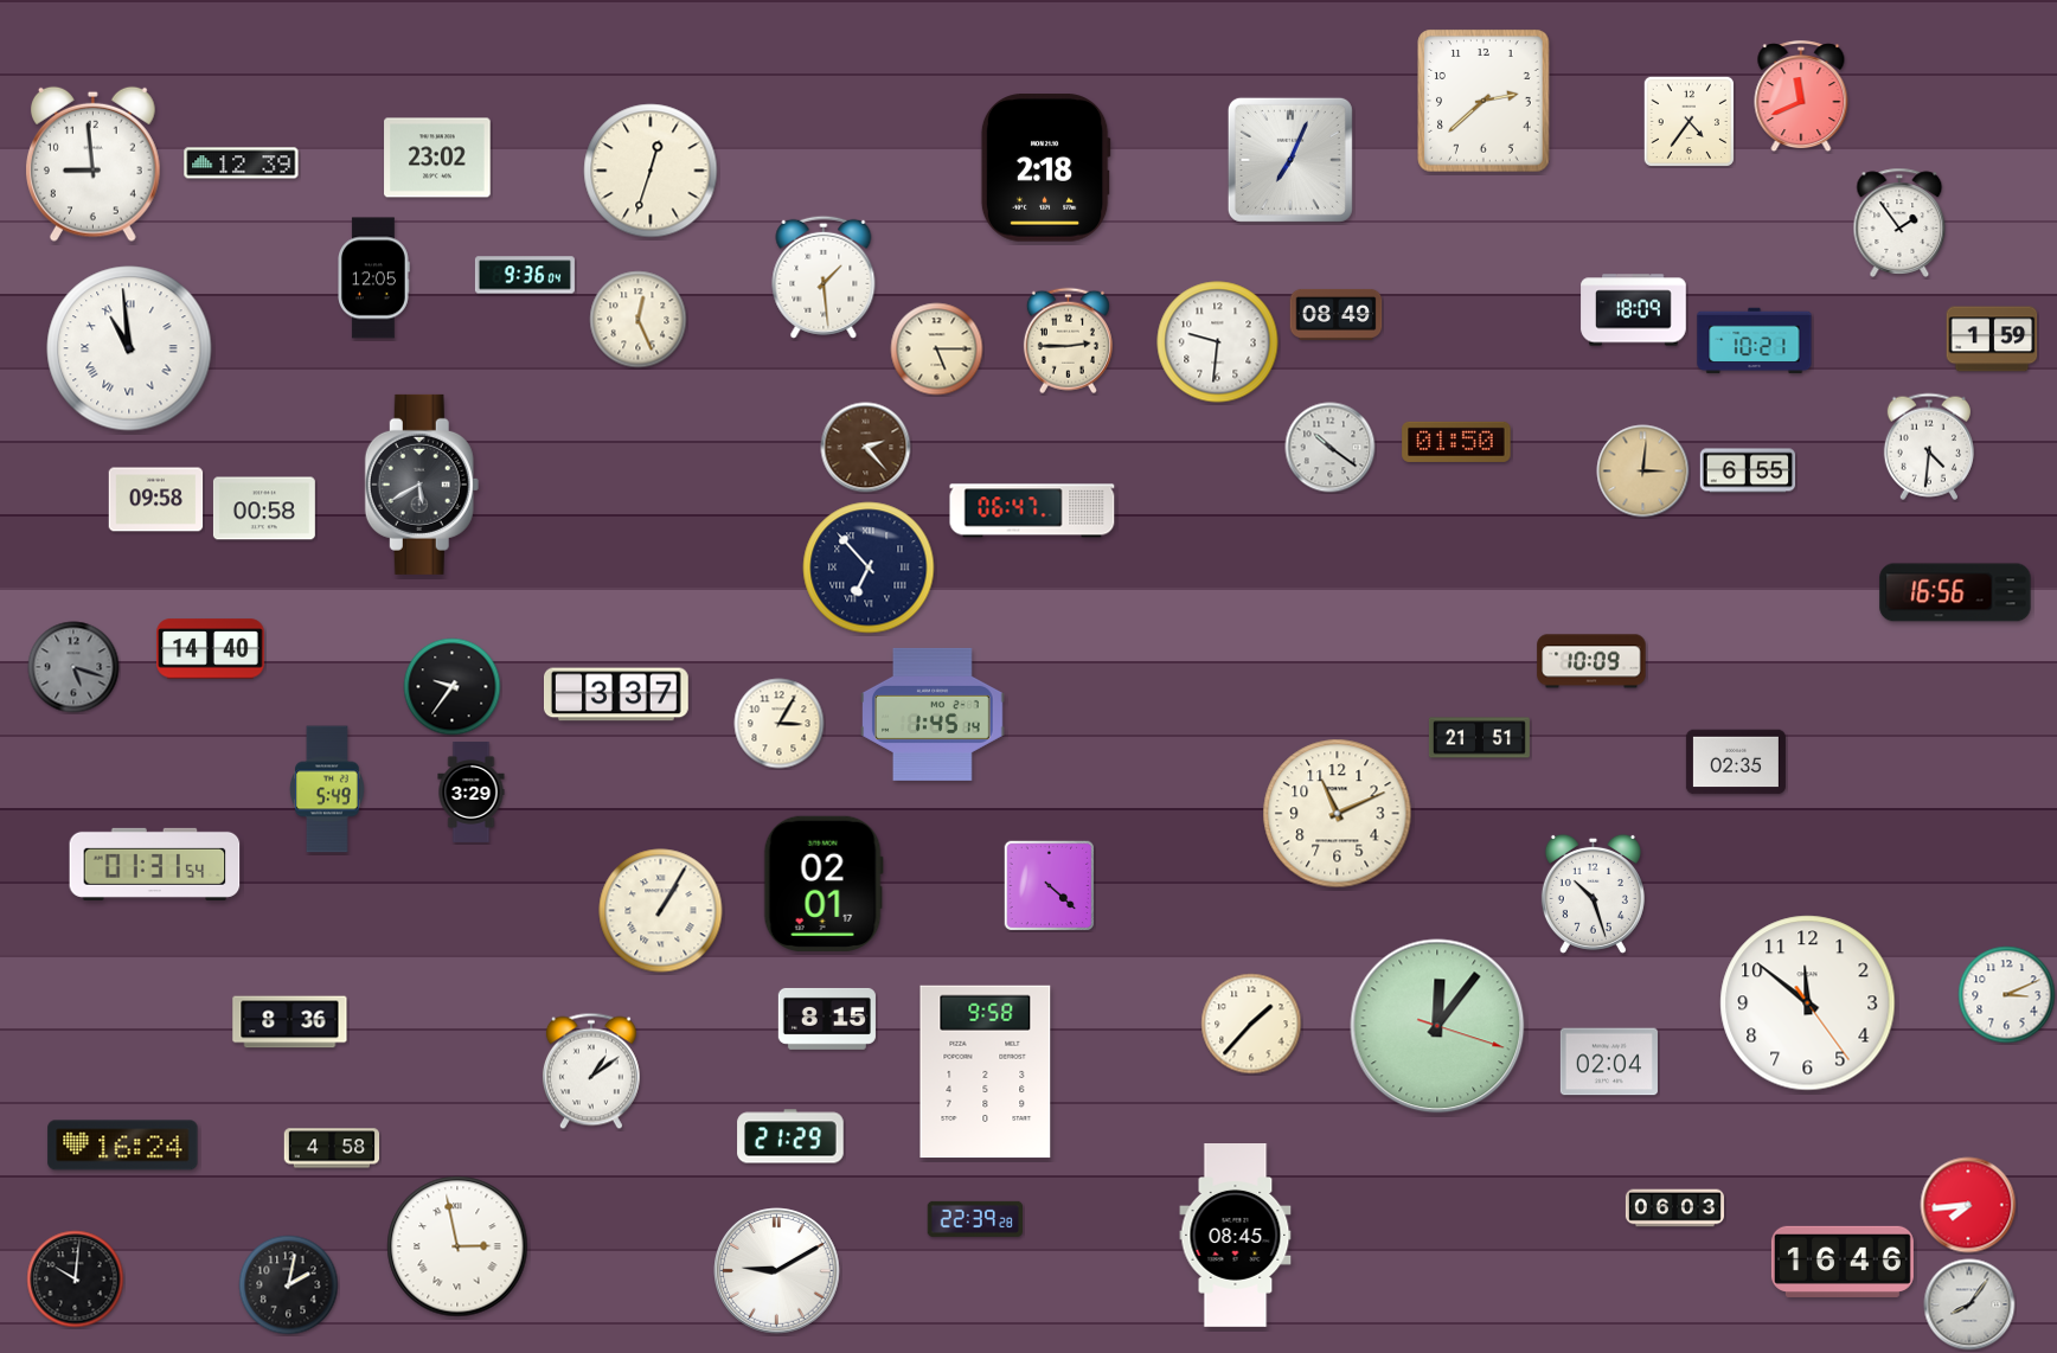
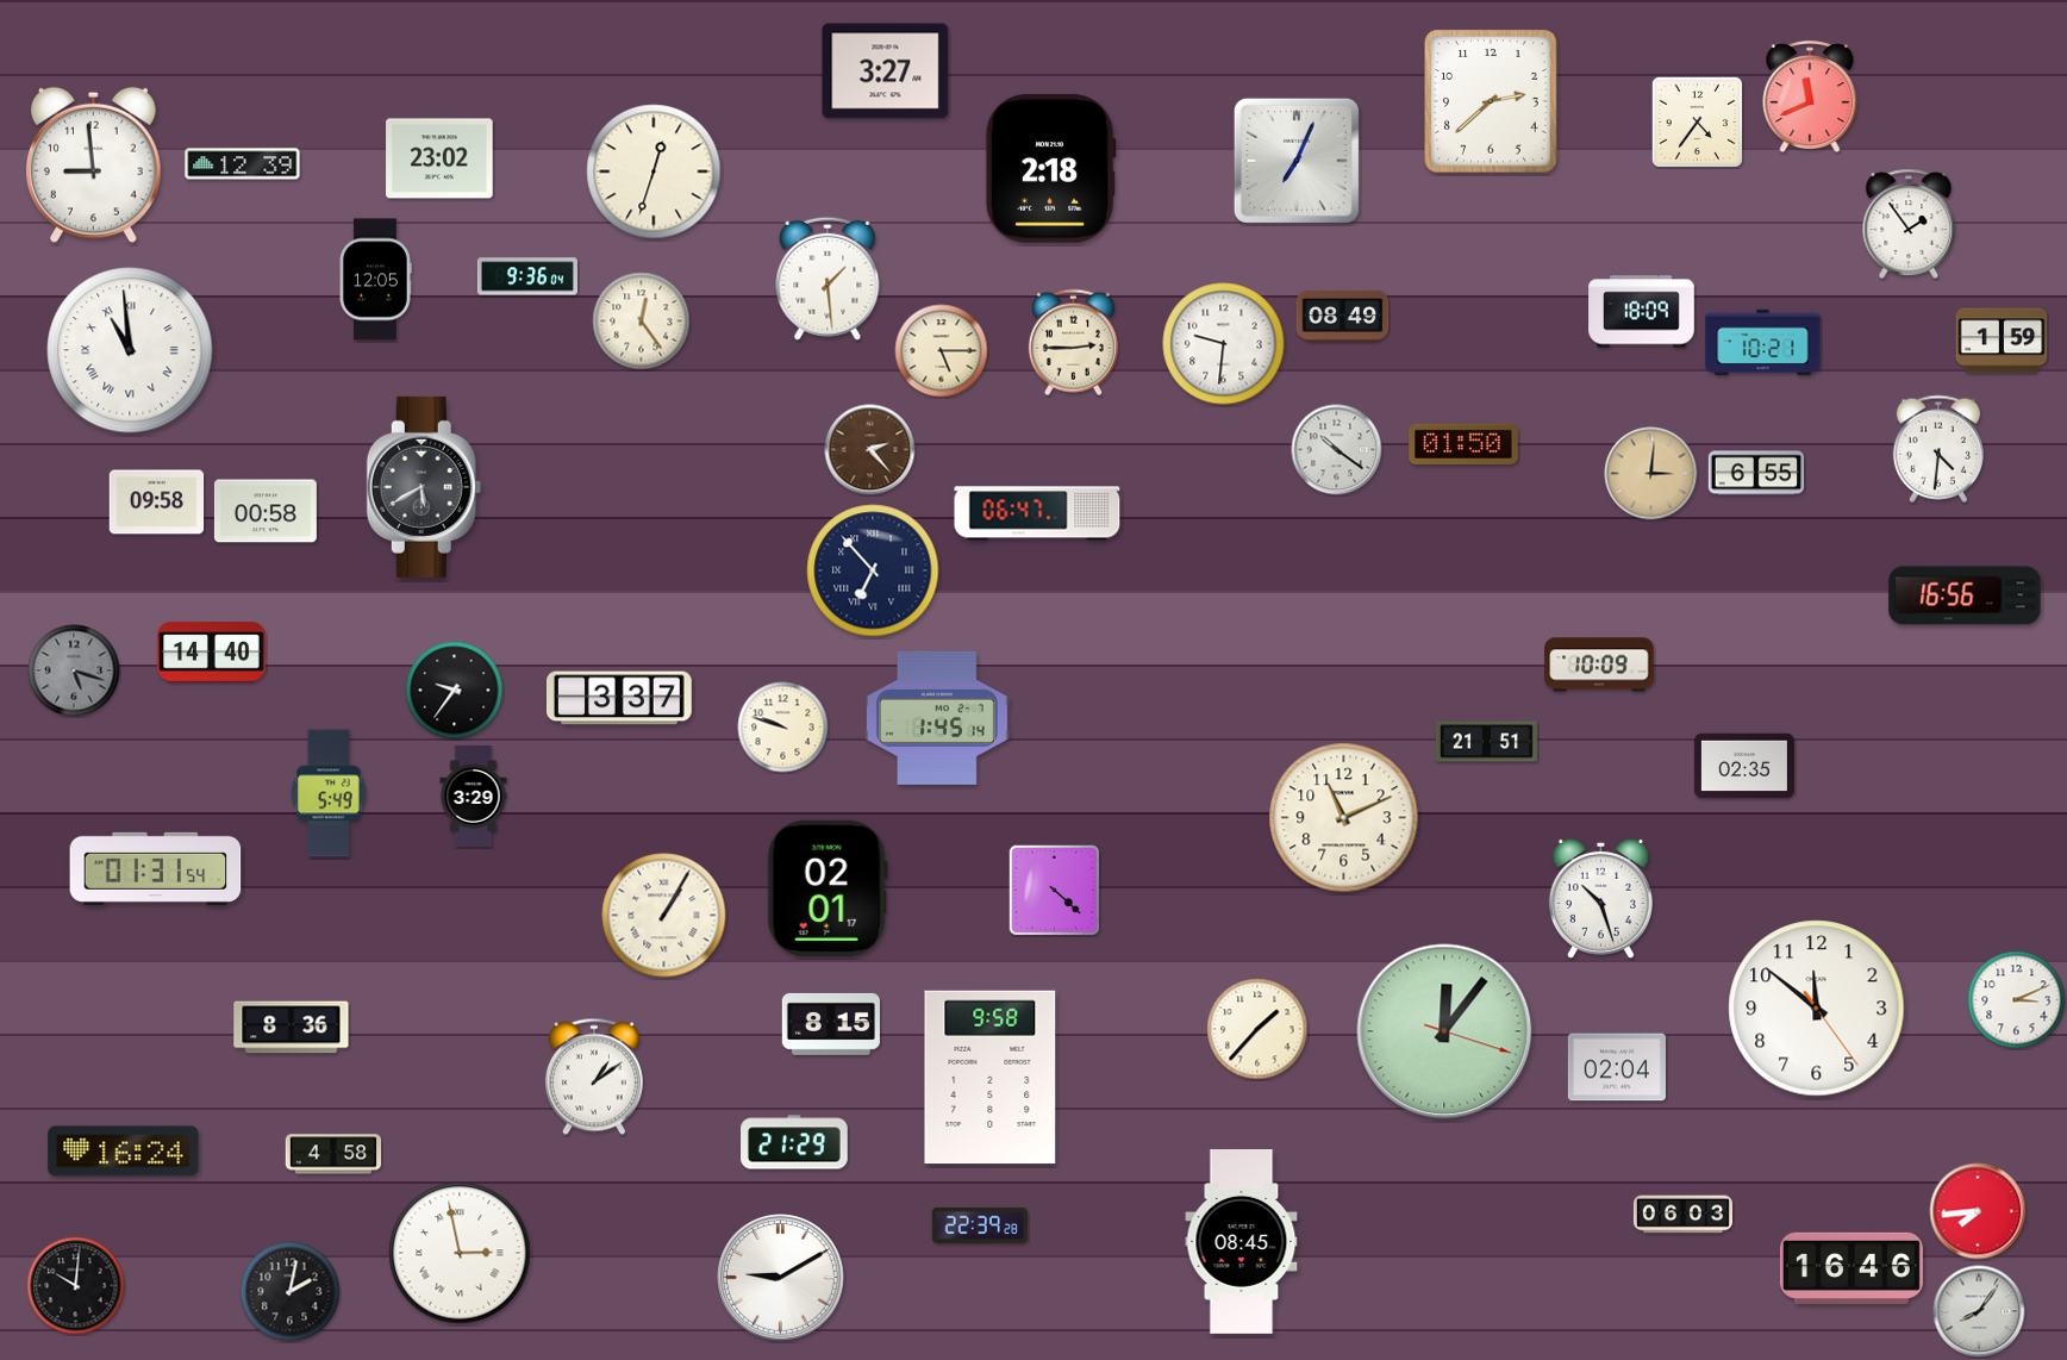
clock at (886, 71): none -> 3:27
clock at (639, 320): 12:26 -> 12:24
clock at (780, 724): 3:05 -> 9:48
